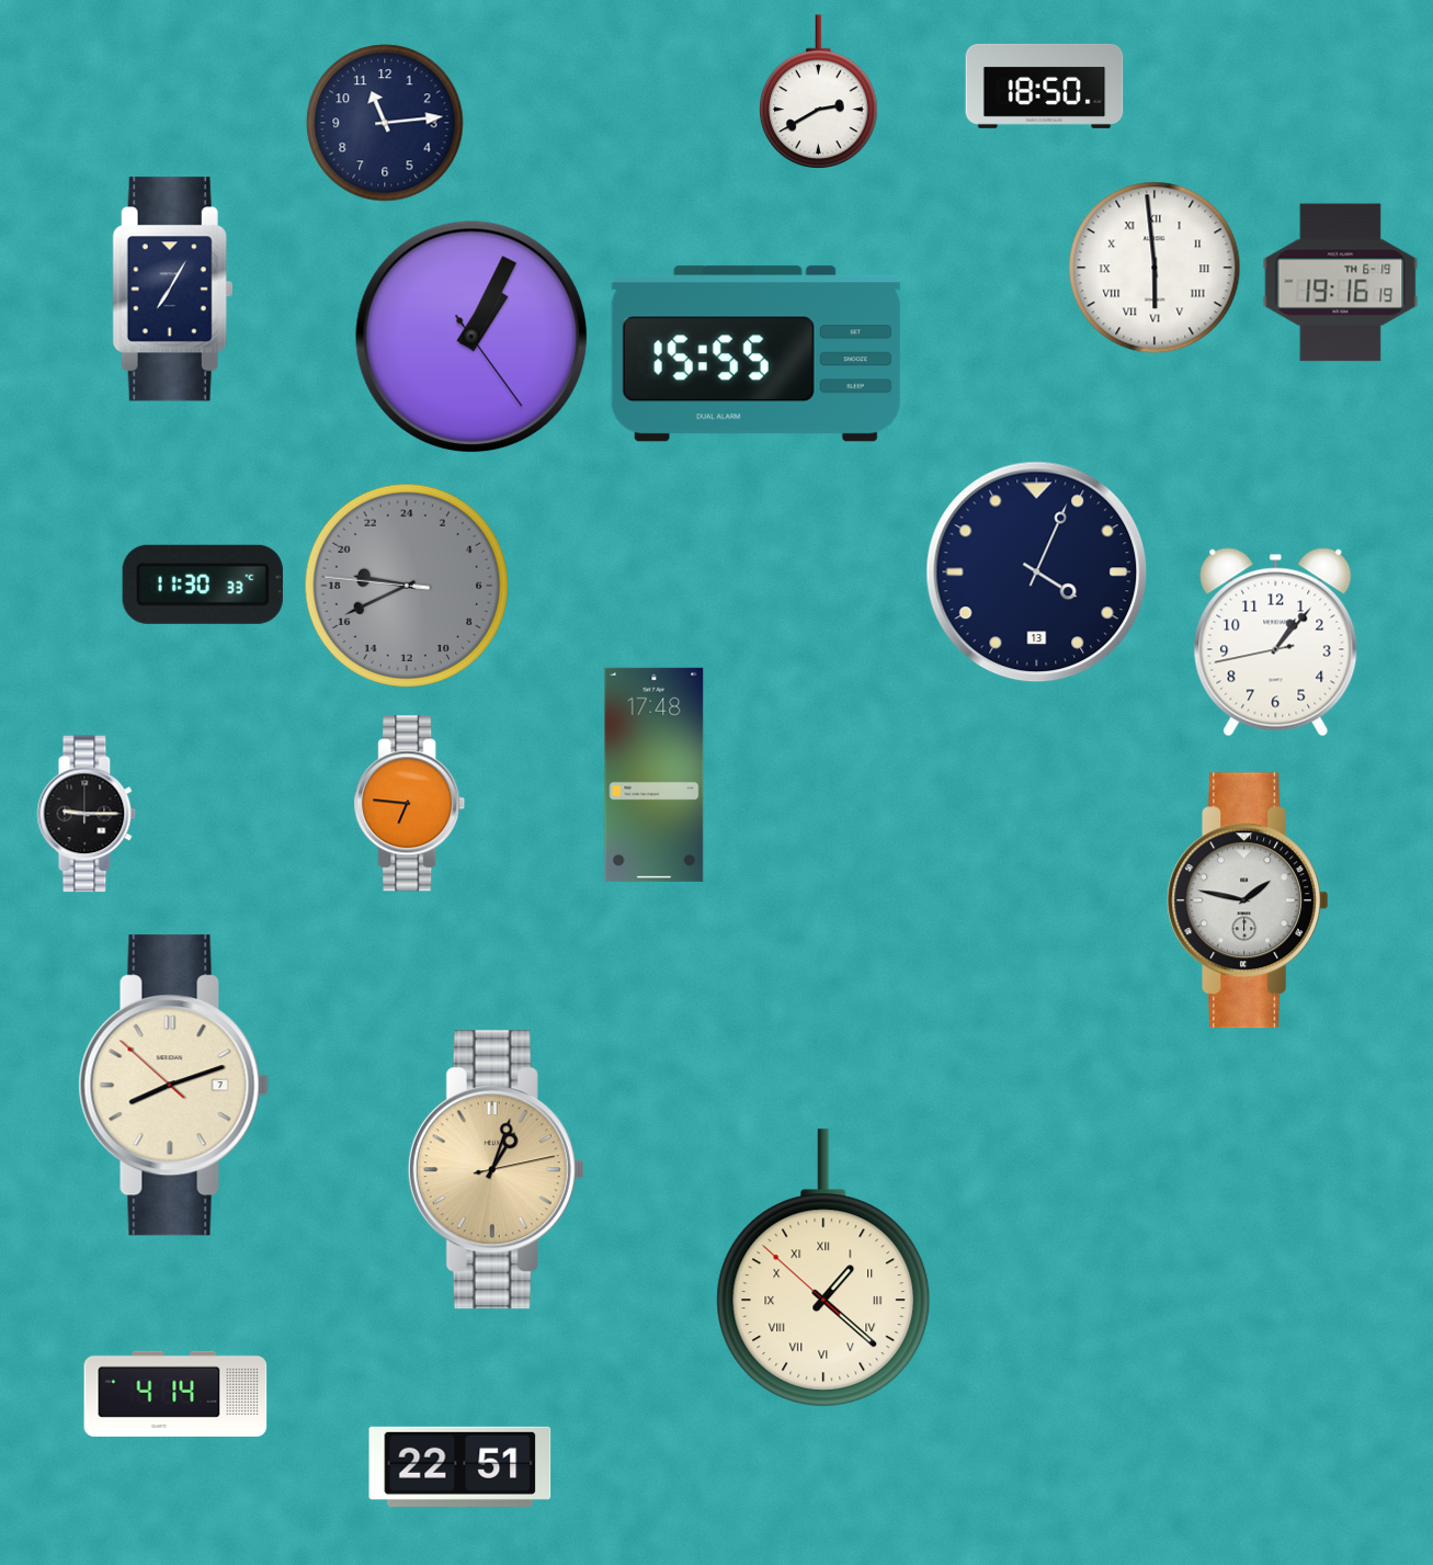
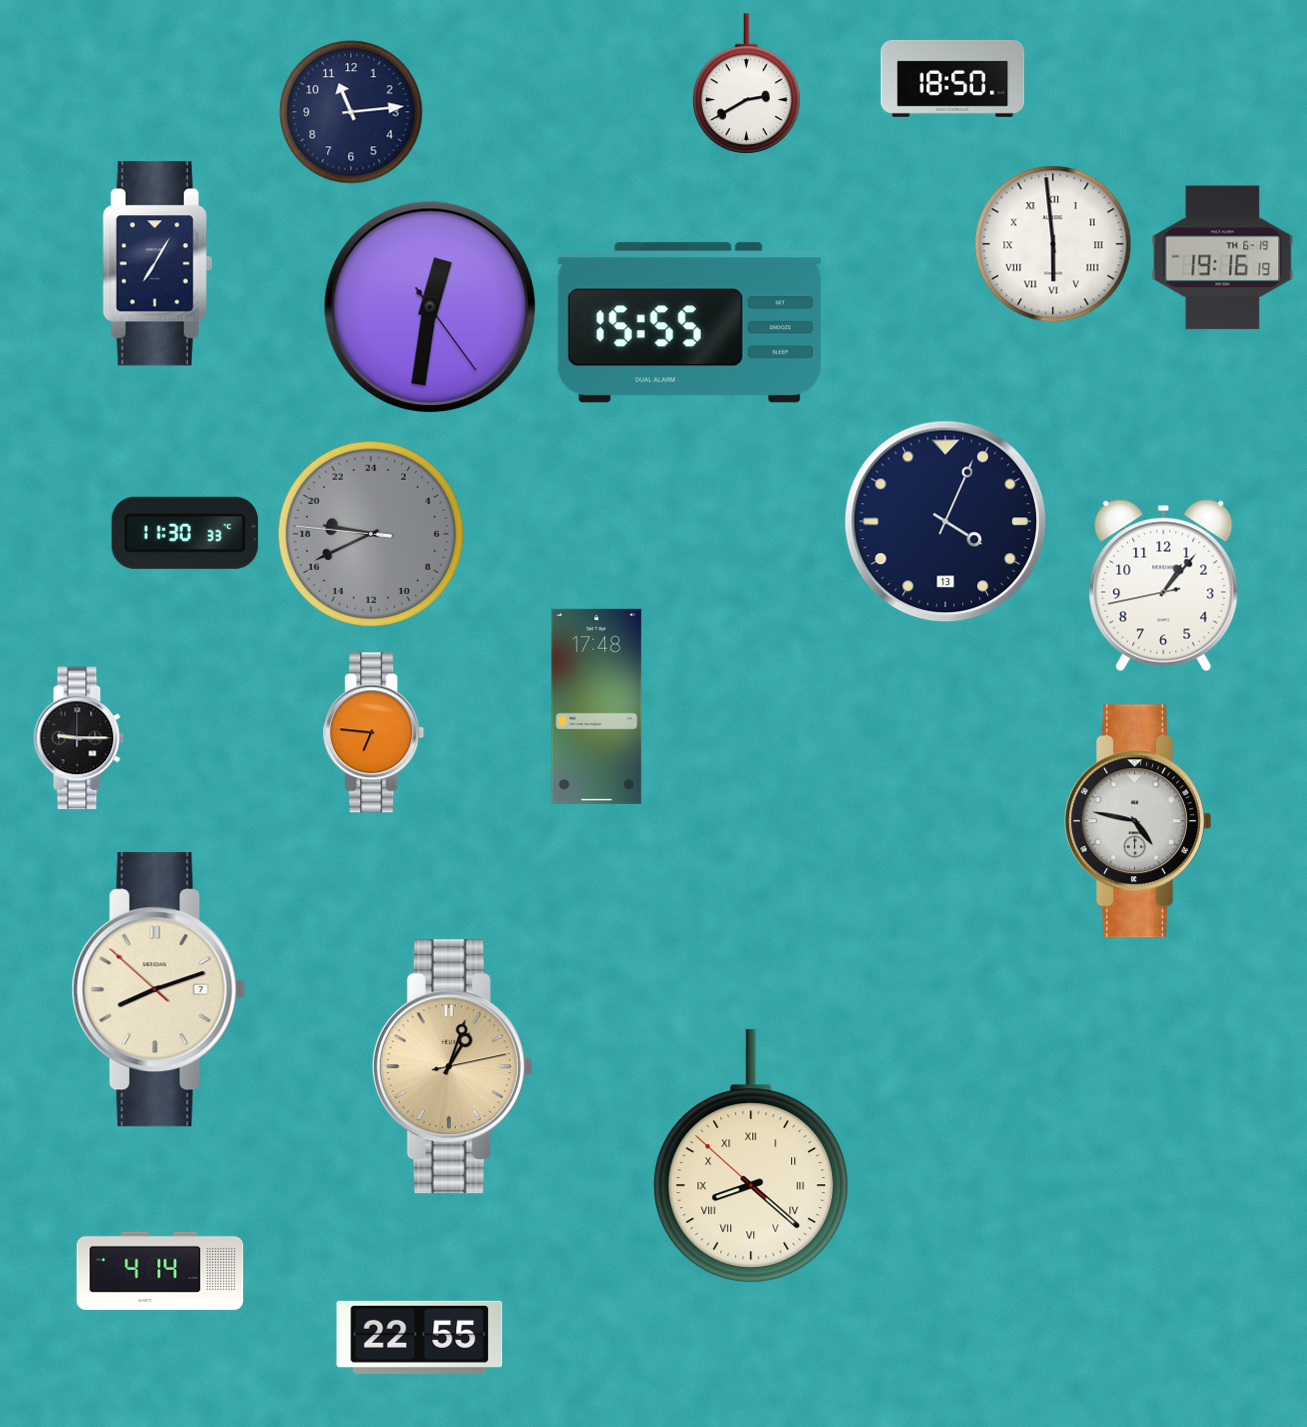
clock at (471, 337): 1:04 -> 12:31
clock at (87, 814) position: (87, 814) -> (79, 738)
clock at (1248, 900): 1:47 -> 4:47
clock at (823, 1268): 1:21 -> 8:21
clock at (460, 1466): 22:51 -> 22:55
